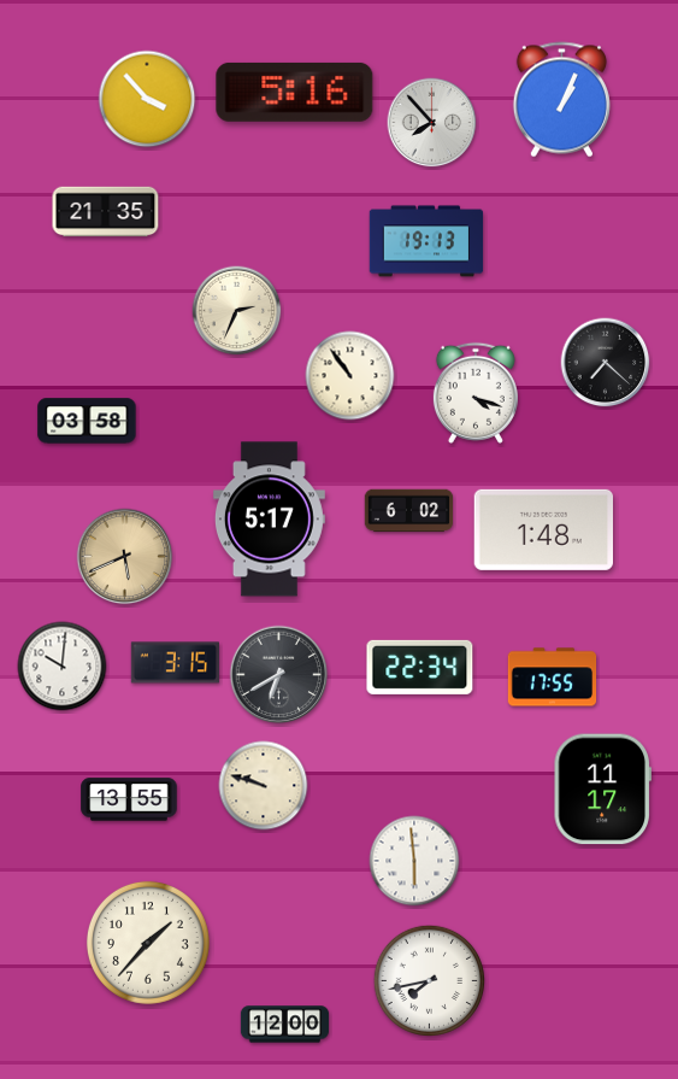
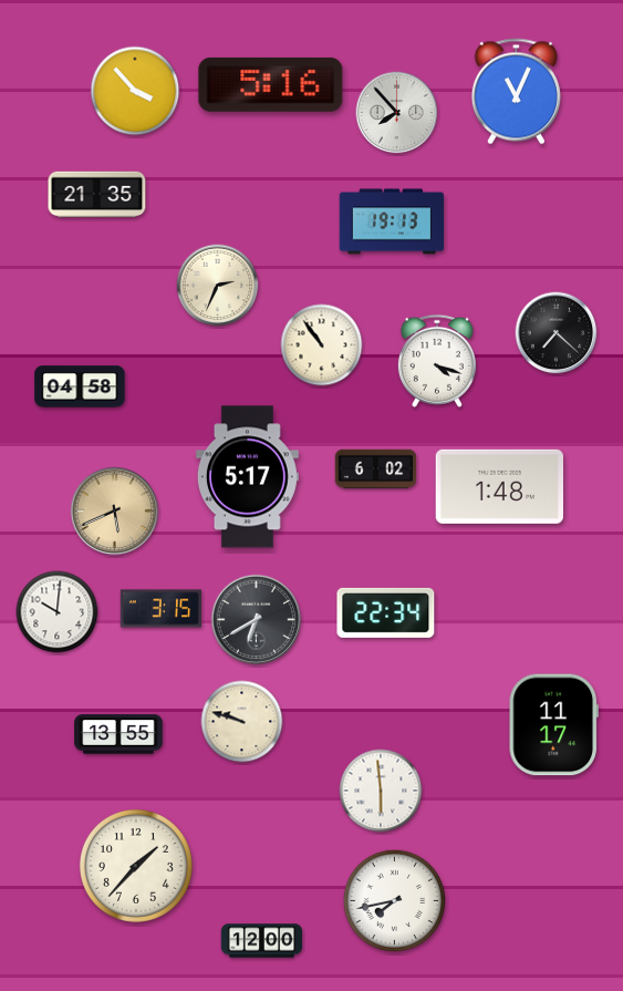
clock at (561, 100): 1:04 -> 11:04
clock at (87, 421): 03:58 -> 04:58
clock at (553, 678): 17:55 -> none
